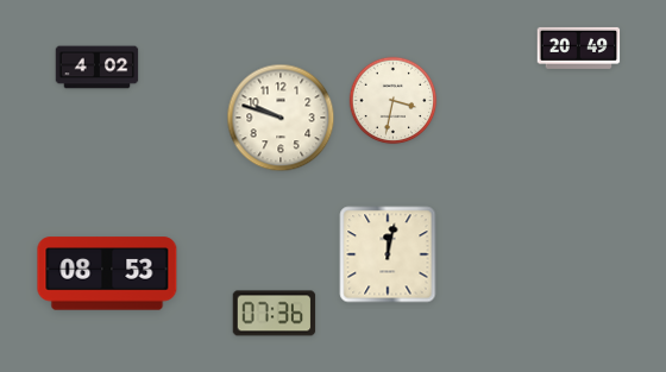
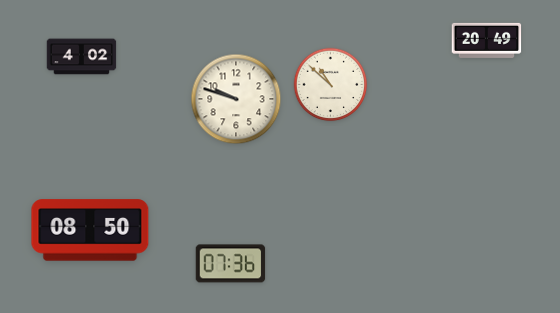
clock at (394, 101): 3:32 -> 10:52
clock at (388, 254): 12:02 -> none
clock at (107, 273): 08:53 -> 08:50
